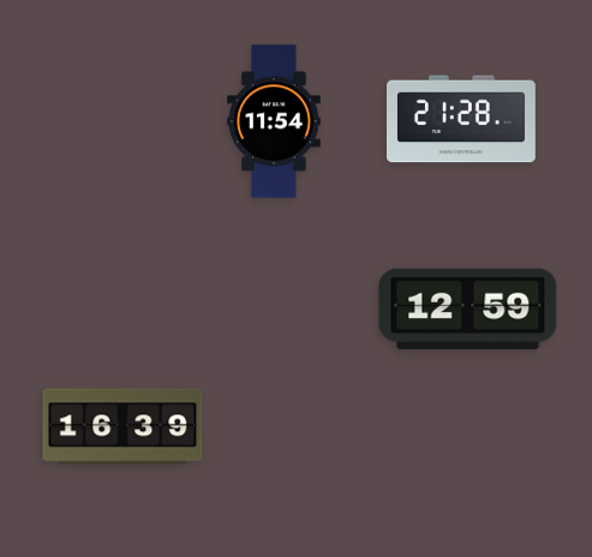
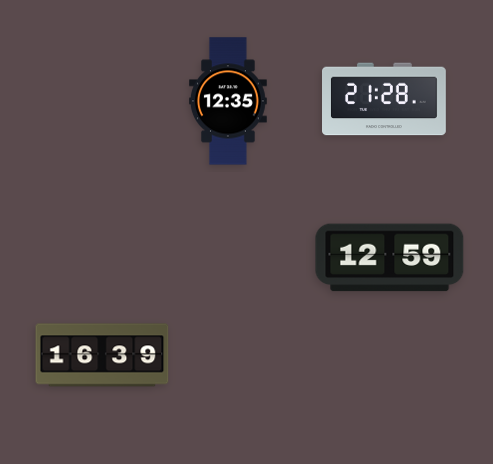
clock at (275, 121): 11:54 -> 12:35
